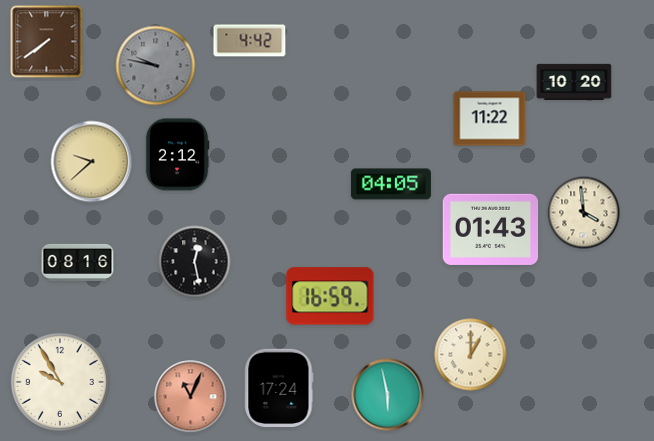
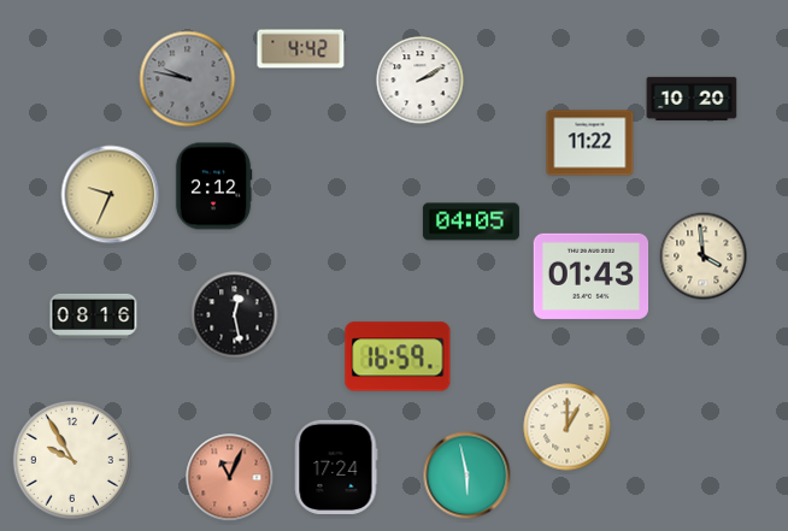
clock at (47, 42): 7:39 -> none
clock at (421, 81): none -> 2:10
clock at (92, 162): 9:38 -> 9:34
